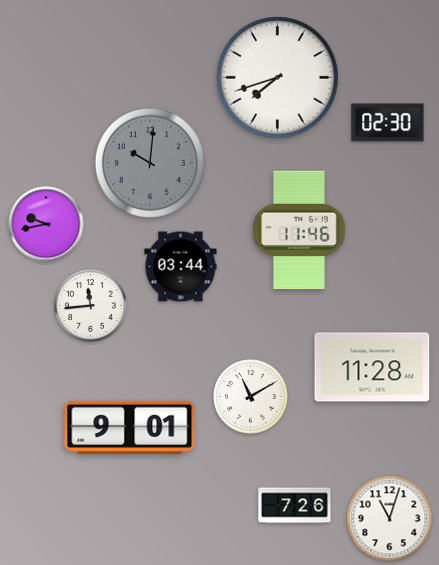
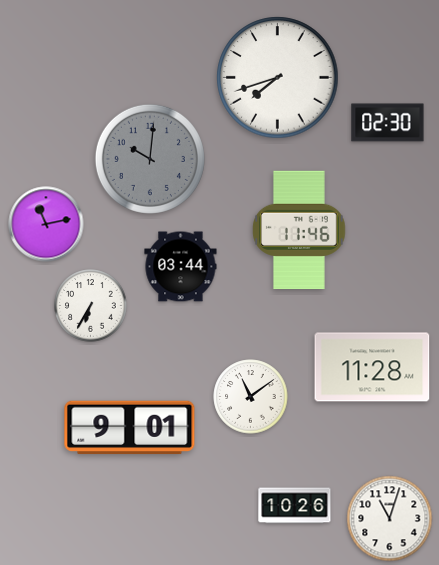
clock at (150, 163) position: (150, 163) -> (150, 159)
clock at (46, 224): 9:43 -> 11:13
clock at (91, 306): 11:44 -> 6:35
clock at (251, 397): 11:10 -> 11:09
clock at (295, 506): 7:26 -> 10:26
